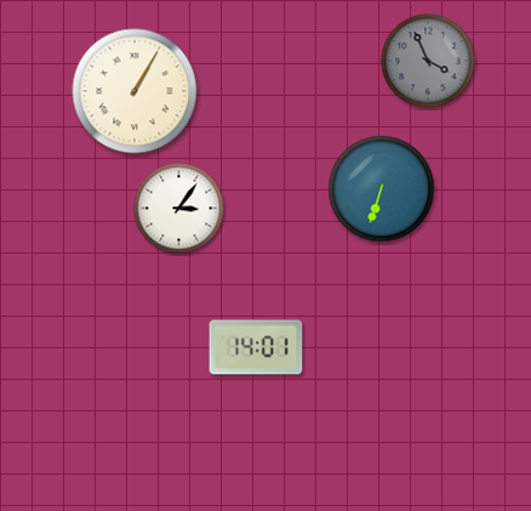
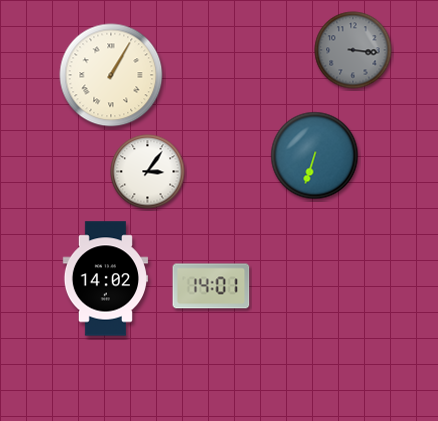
clock at (428, 61): 3:56 -> 3:16
clock at (106, 279): none -> 14:02
